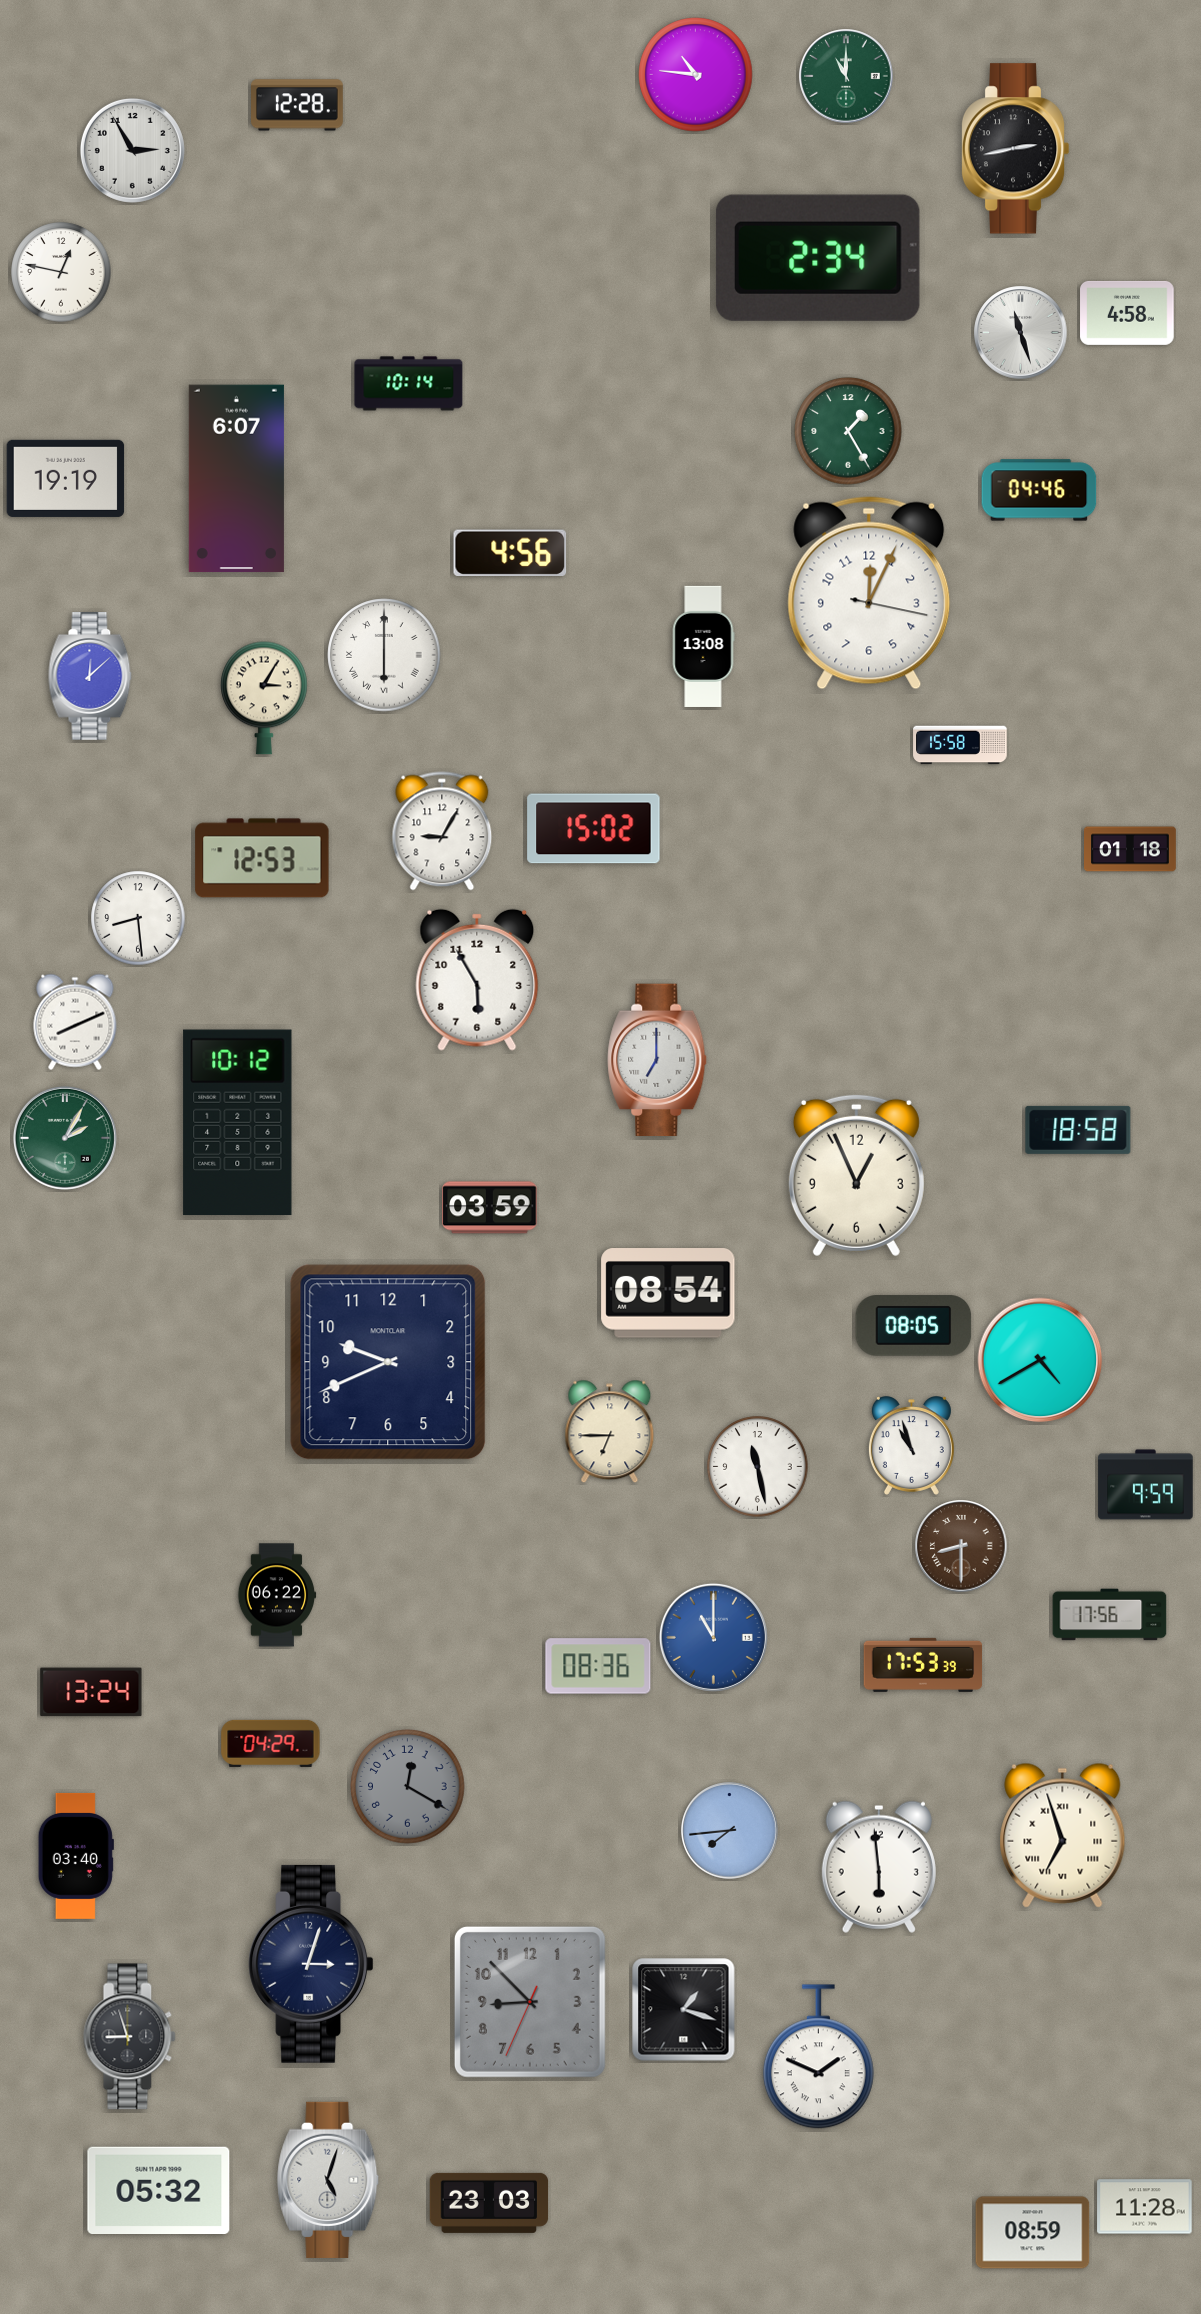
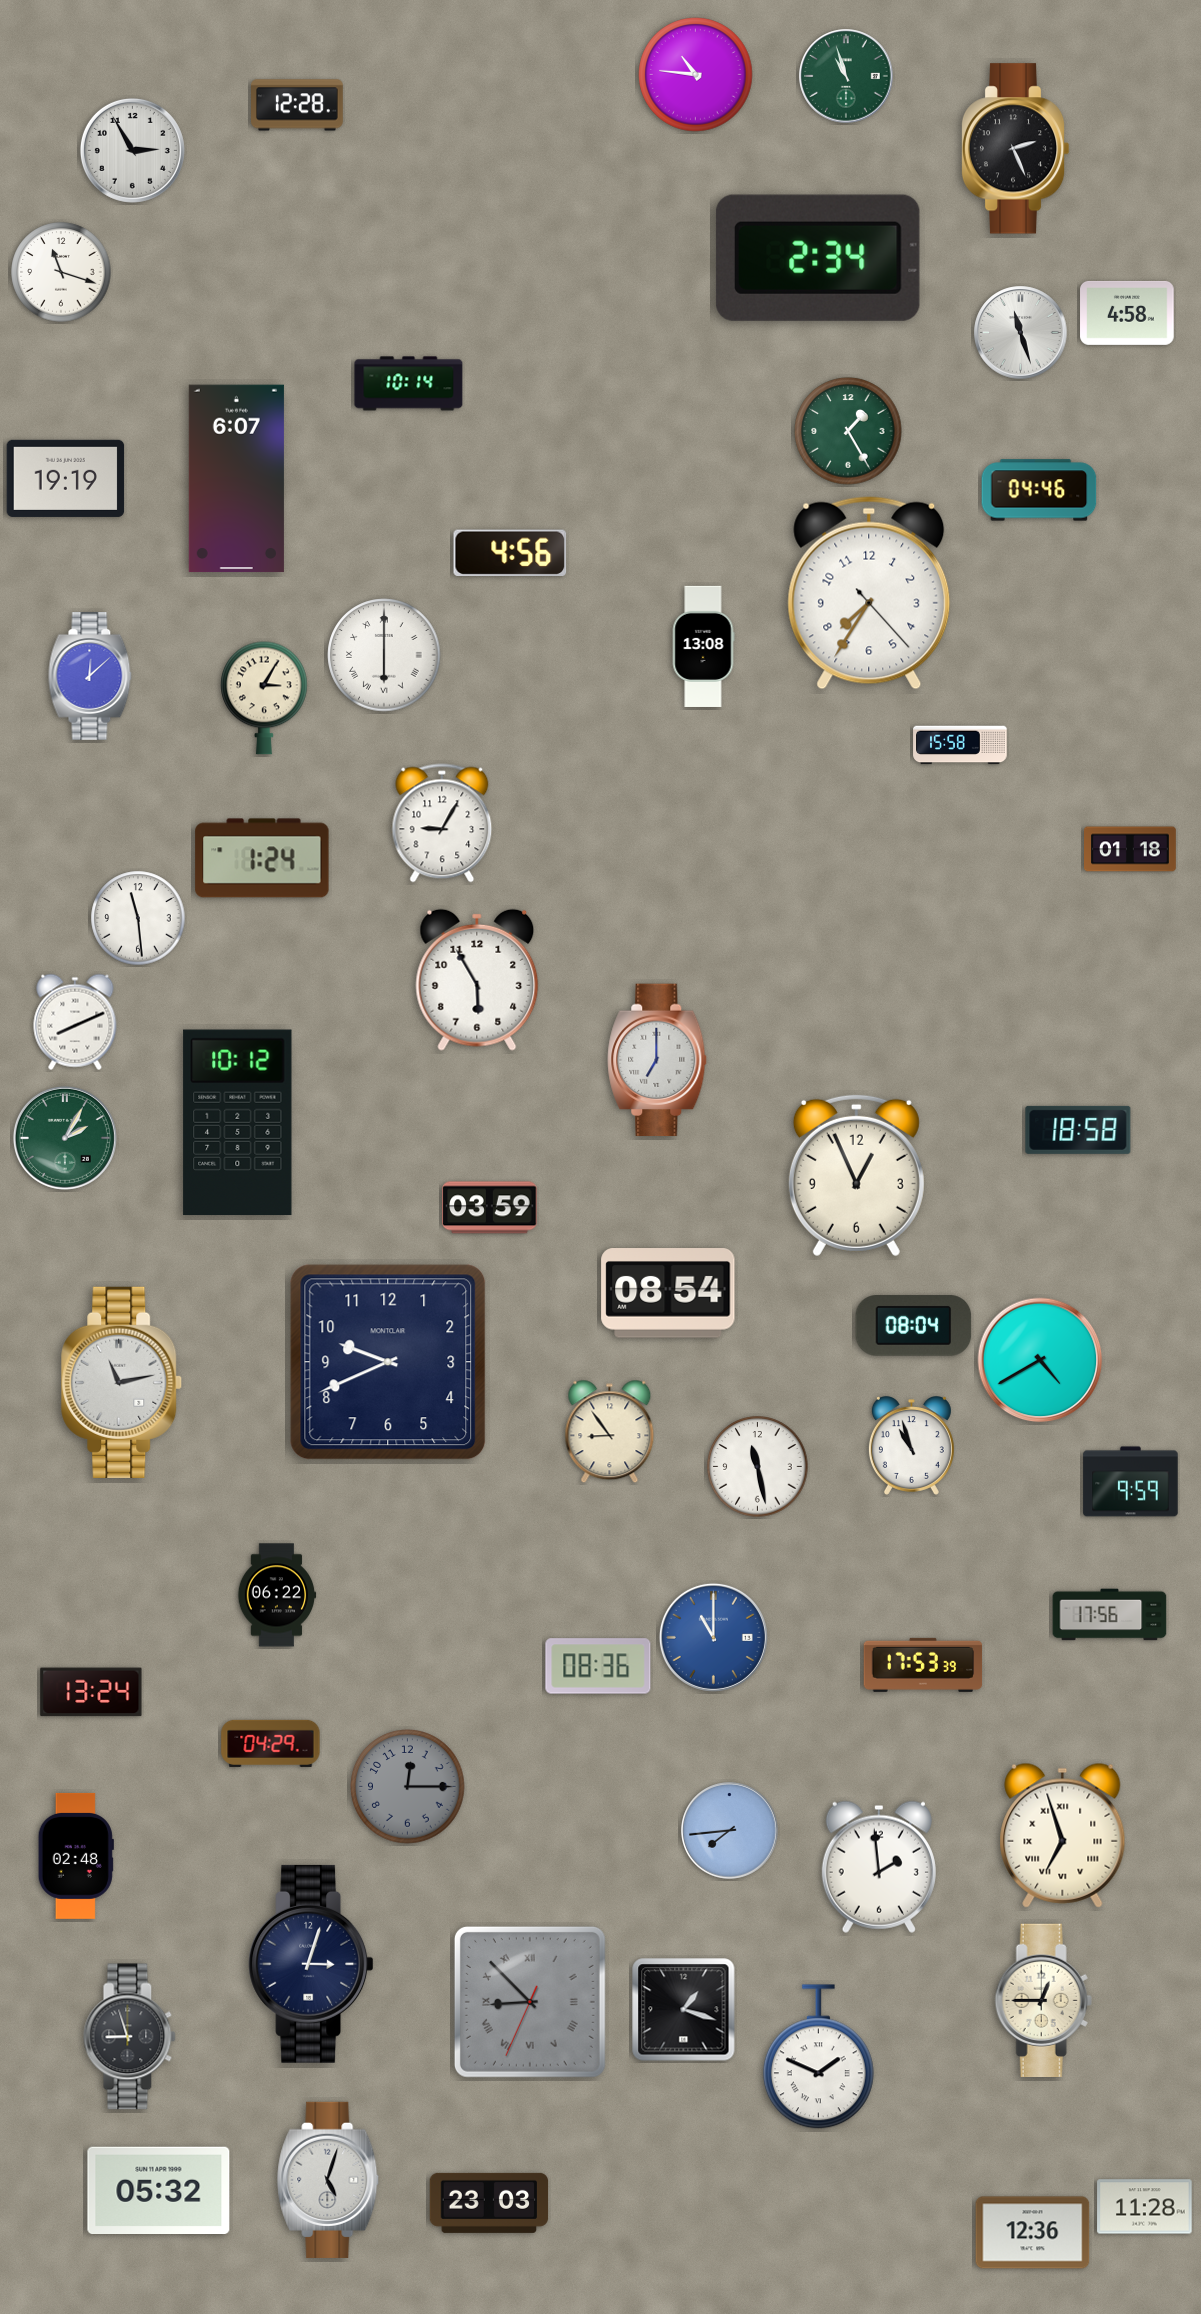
clock at (846, 76): 11:00 -> 10:57
clock at (1015, 149): 2:43 -> 2:26
clock at (61, 272): 12:47 -> 11:18
clock at (869, 593): 12:04 -> 7:35
clock at (594, 829): 15:02 -> none
clock at (442, 831) position: (442, 831) -> (442, 823)
clock at (262, 858): 12:53 -> 1:24
clock at (138, 918): 8:29 -> 11:29
clock at (914, 1326): 08:05 -> 08:04
clock at (122, 1382): none -> 11:13
clock at (610, 1432): 6:45 -> 8:54
clock at (1146, 1485) position: (1146, 1485) -> (1131, 1482)
clock at (961, 1546): 8:30 -> none
clock at (408, 1787): 12:20 -> 12:15
clock at (76, 1856): 03:40 -> 02:48
clock at (879, 1867): 5:59 -> 1:59
clock at (1043, 2000): none -> 12:45
clock at (530, 2002) numerals: Arabic -> Roman
clock at (1033, 2233): 08:59 -> 12:36
